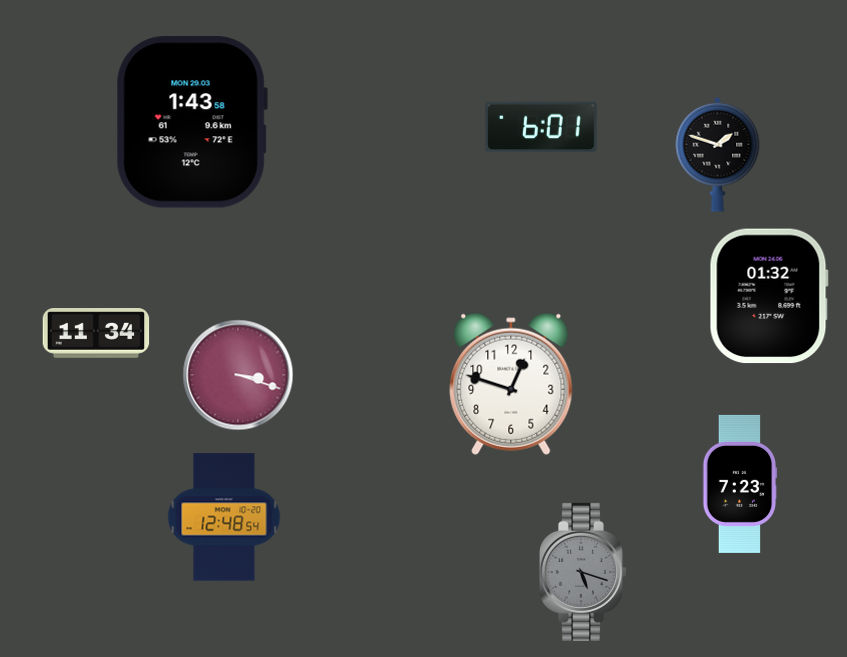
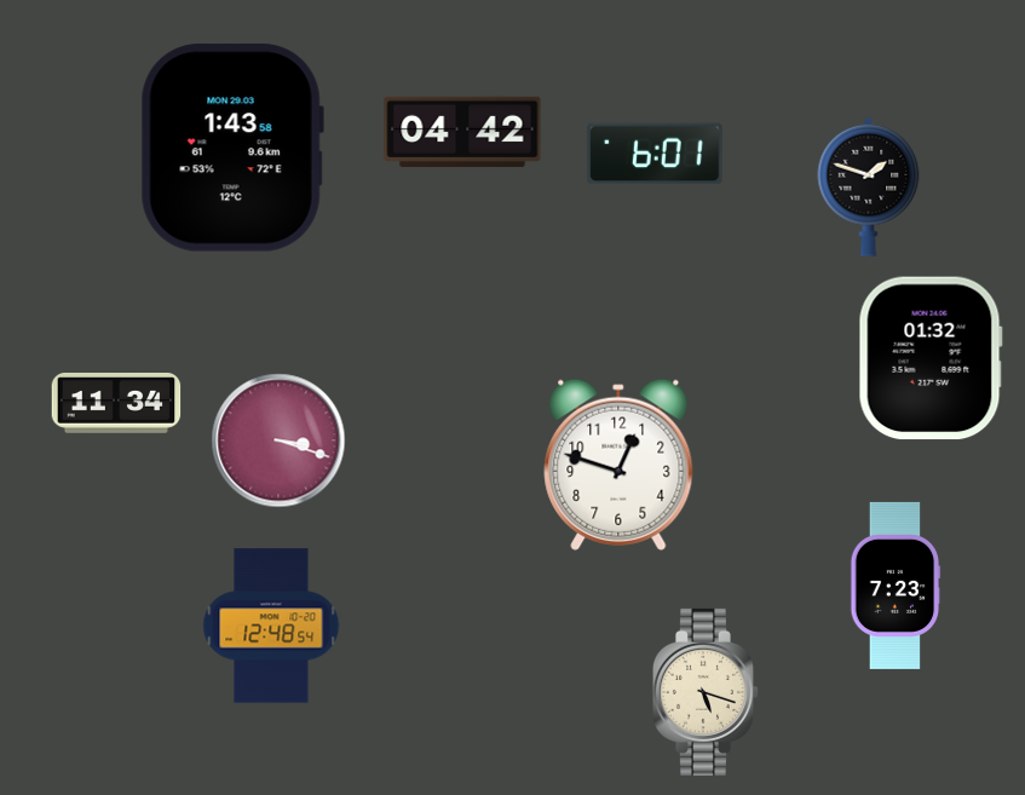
clock at (462, 132): none -> 04:42
clock at (238, 375) position: (238, 375) -> (278, 440)
clock at (583, 572) dial: grey -> cream
